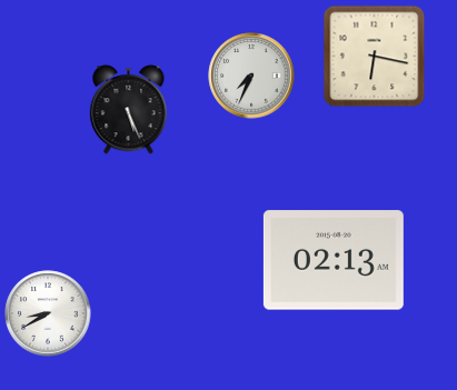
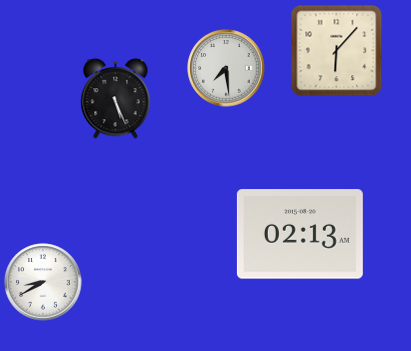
clock at (375, 57): 6:17 -> 6:07
clock at (251, 76): 7:34 -> 7:29
